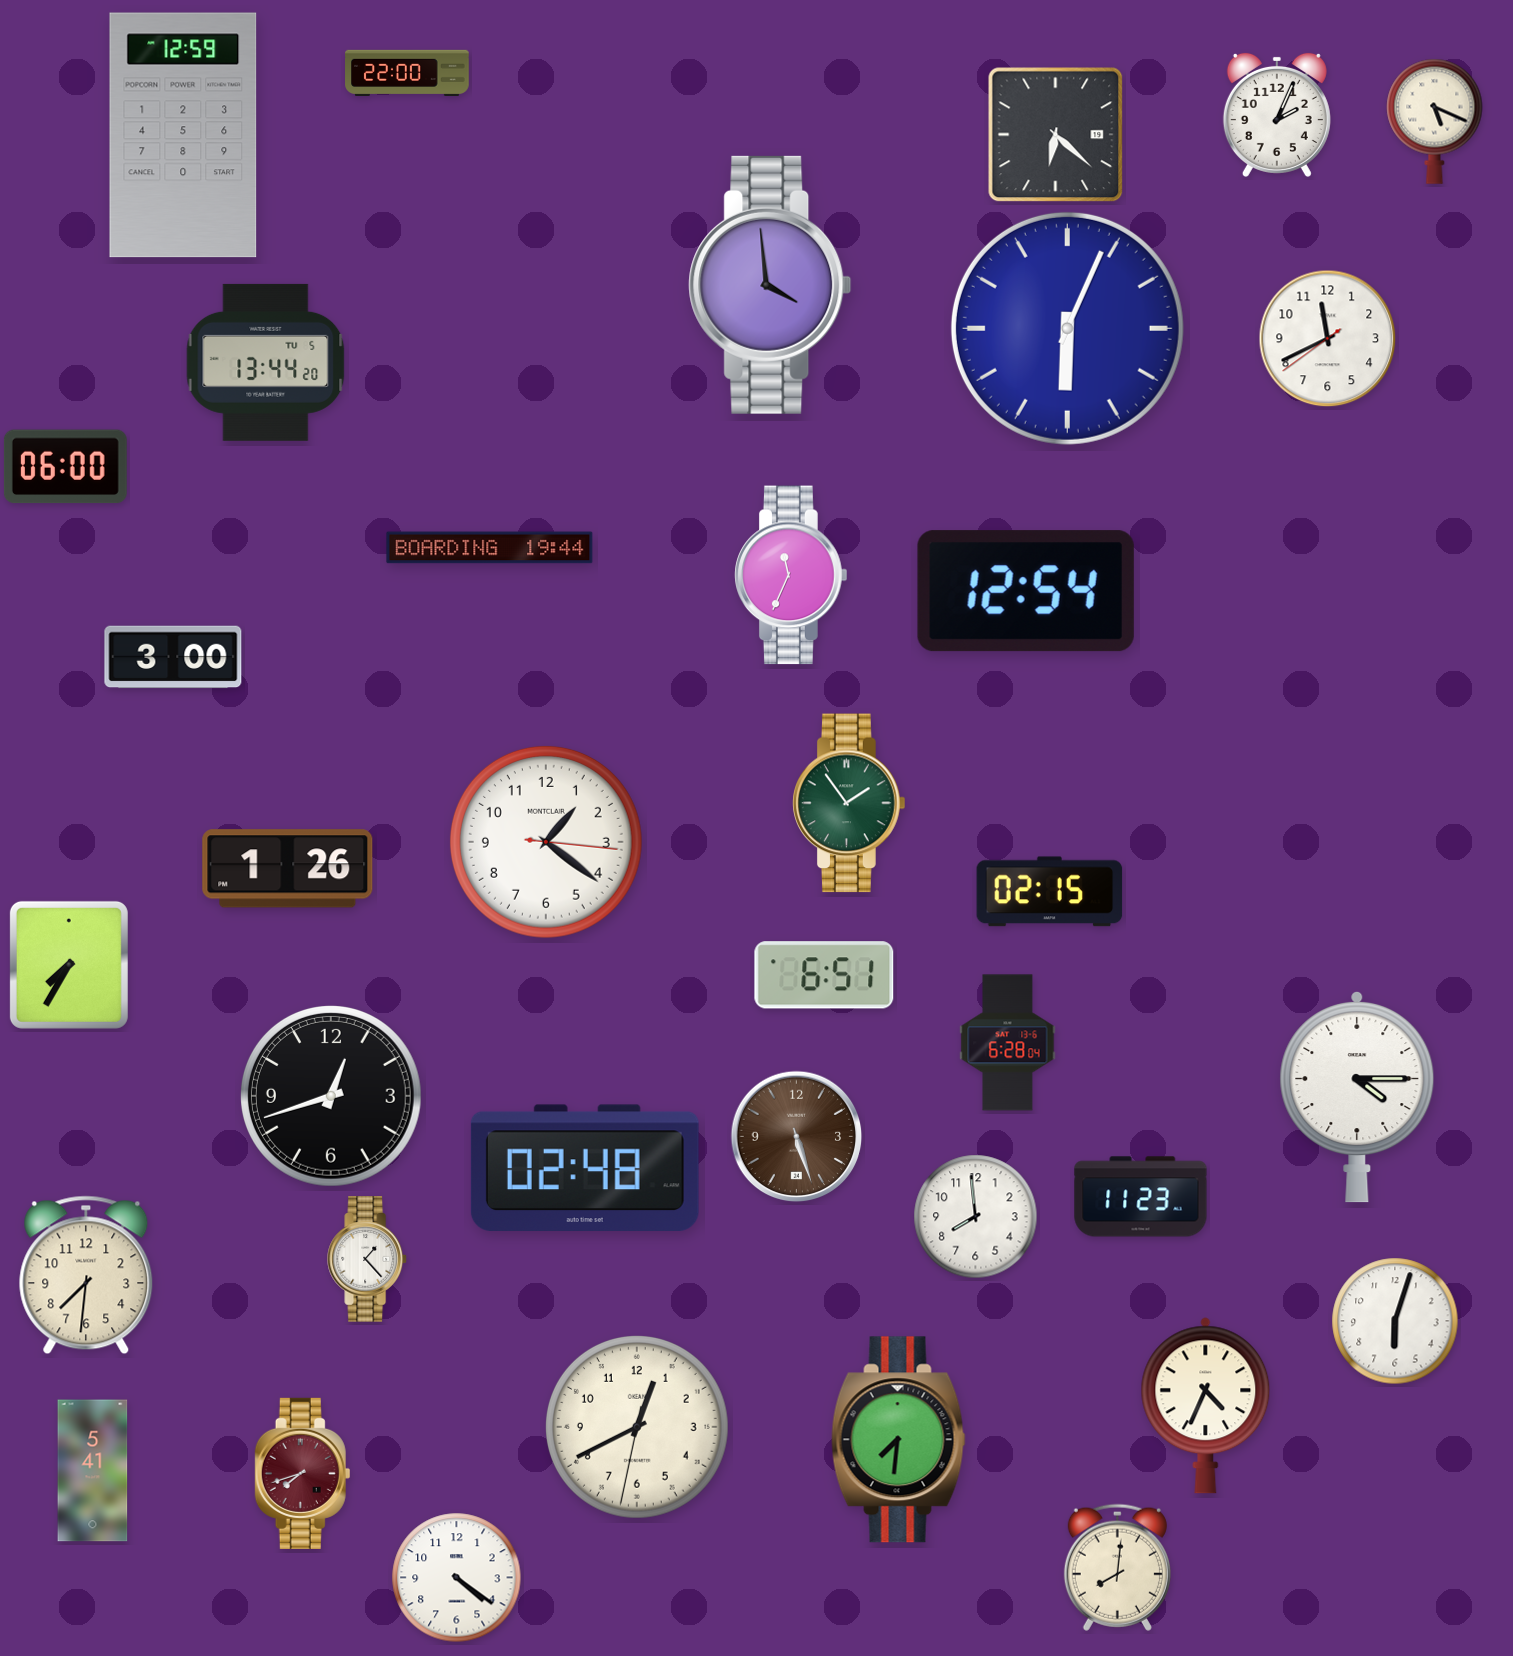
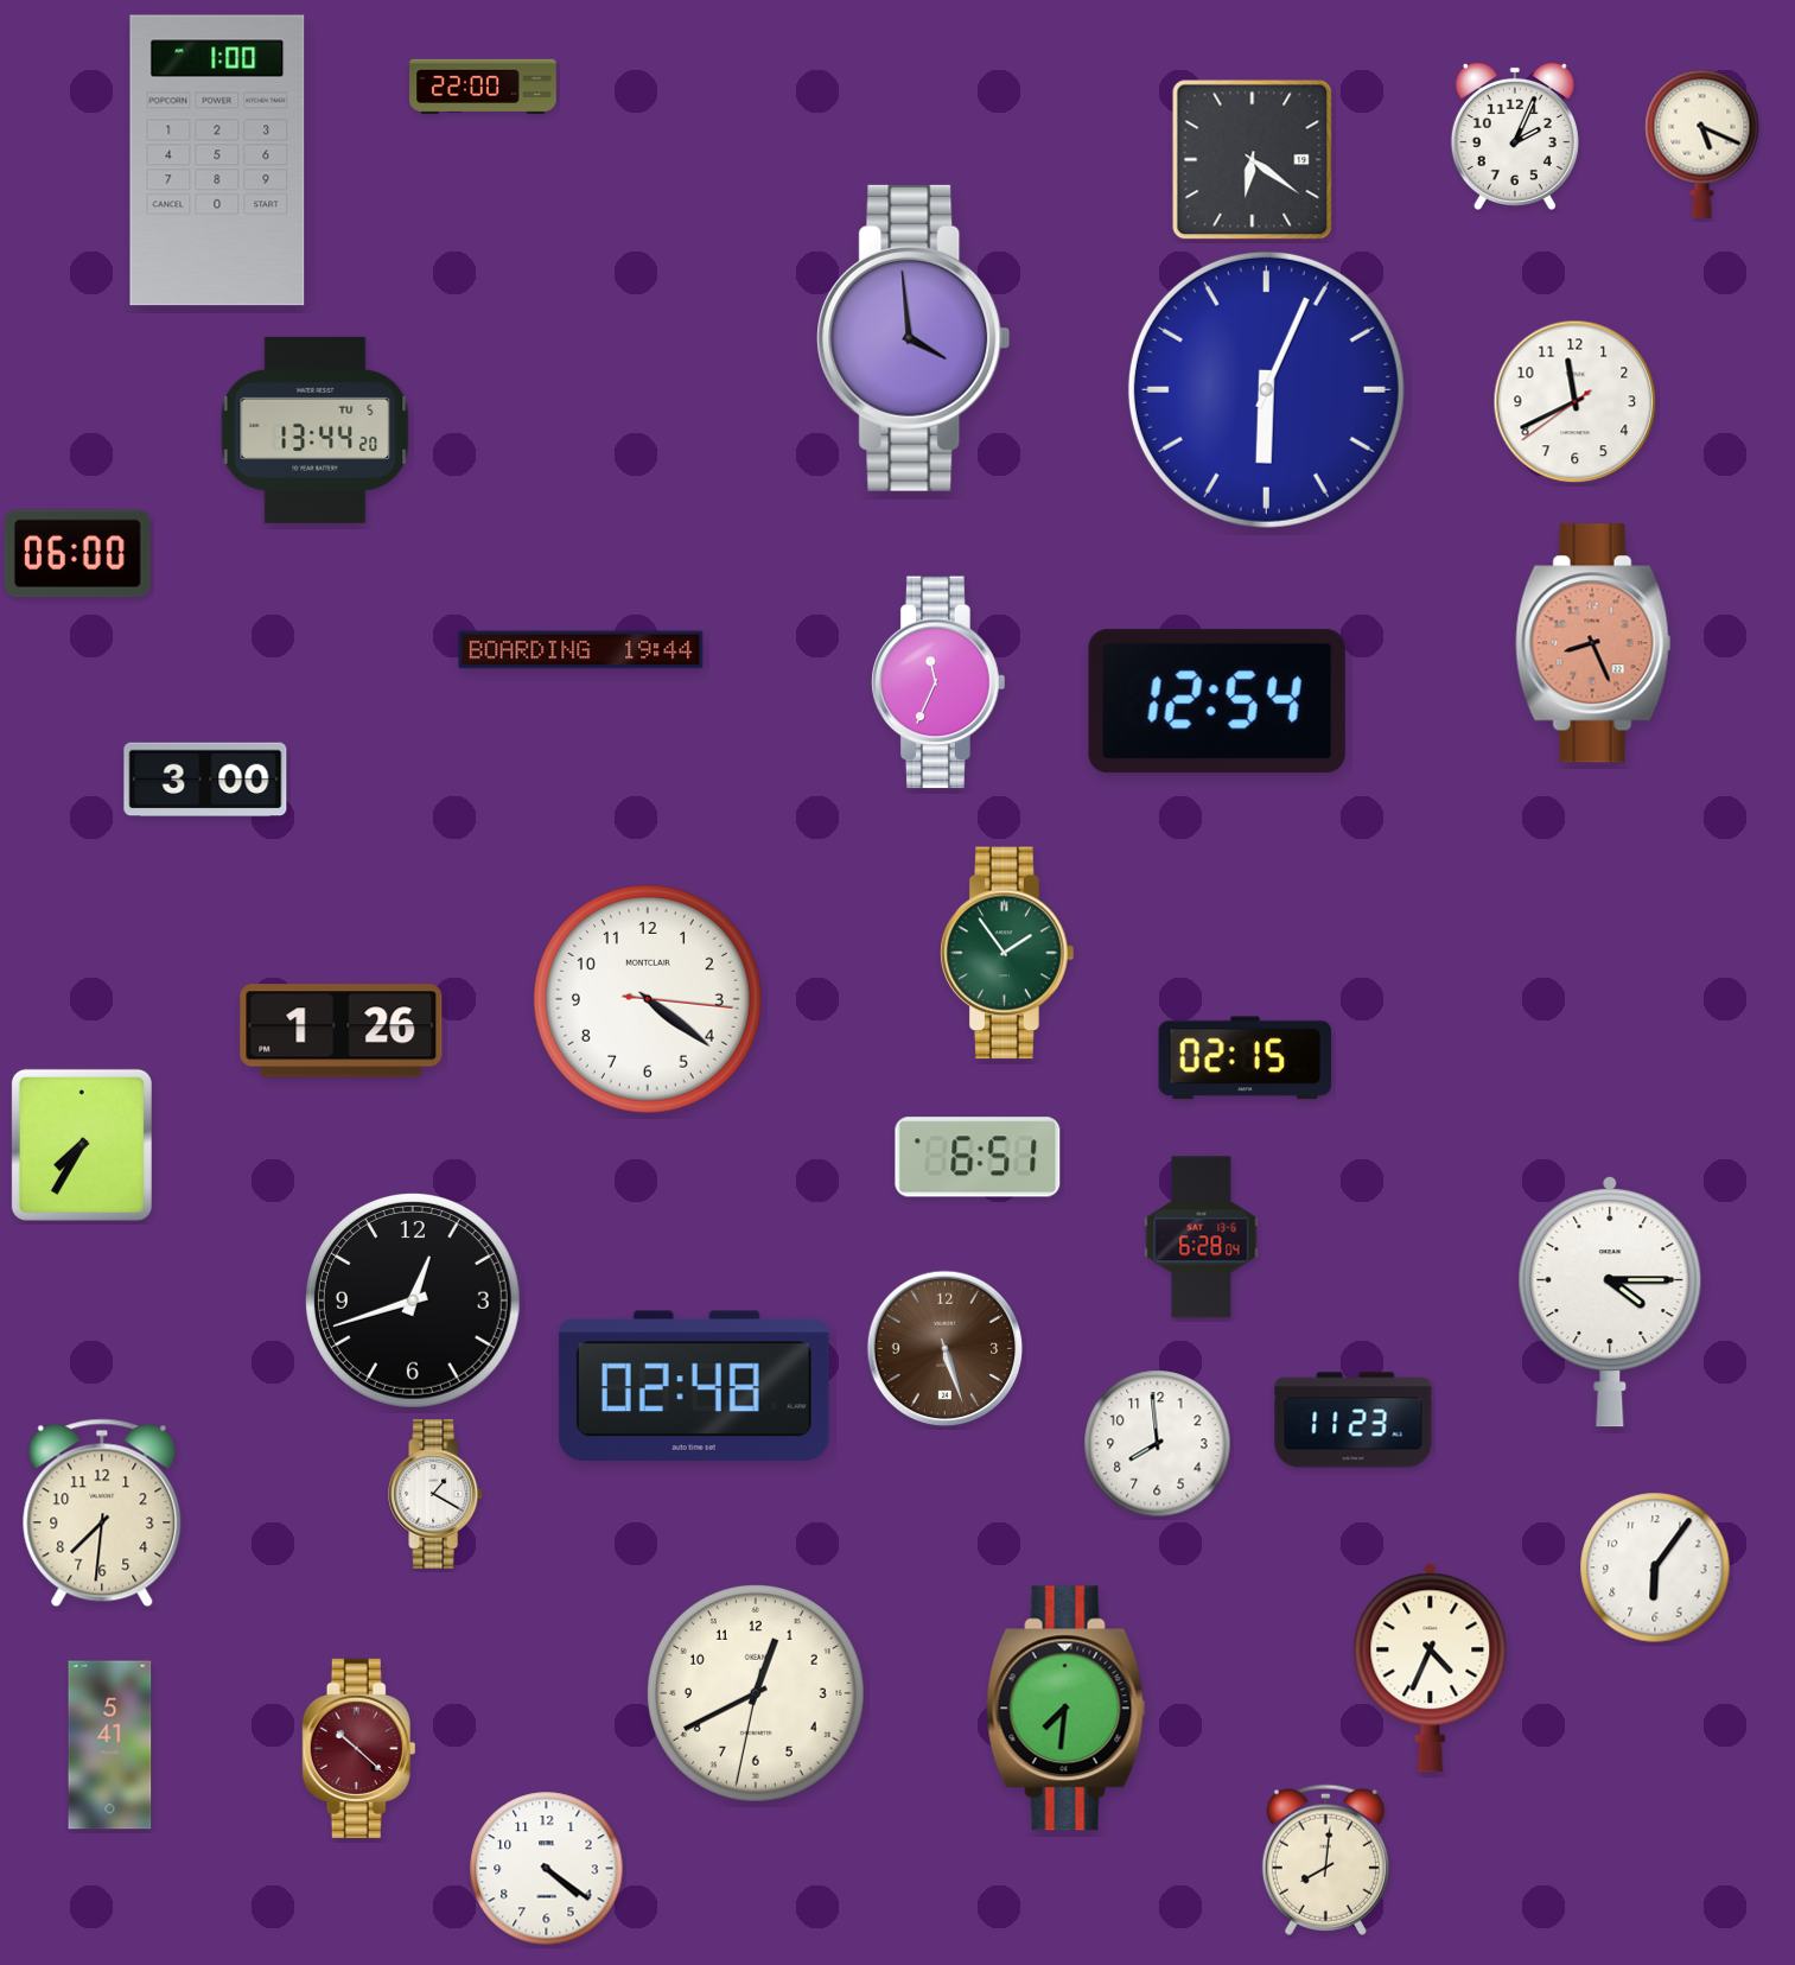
clock at (183, 135): 12:59 -> 1:00
clock at (1056, 135): 6:22 -> 6:21
clock at (1593, 643): none -> 8:26
clock at (546, 842): 1:21 -> 4:21
clock at (1008, 1043) position: (1008, 1043) -> (1202, 1238)
clock at (331, 1096) position: (331, 1096) -> (413, 1301)
clock at (368, 1259): 1:23 -> 1:20
clock at (1395, 1321): 6:03 -> 6:06
clock at (303, 1473): 7:42 -> 10:22
clock at (457, 1578) position: (457, 1578) -> (547, 1869)
